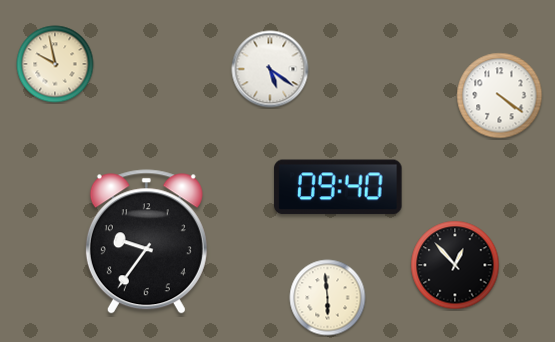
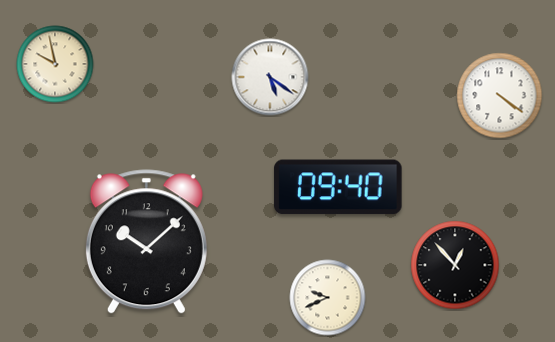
clock at (270, 69) position: (270, 69) -> (270, 77)
clock at (146, 242): 9:36 -> 10:08
clock at (328, 298): 5:59 -> 9:41
